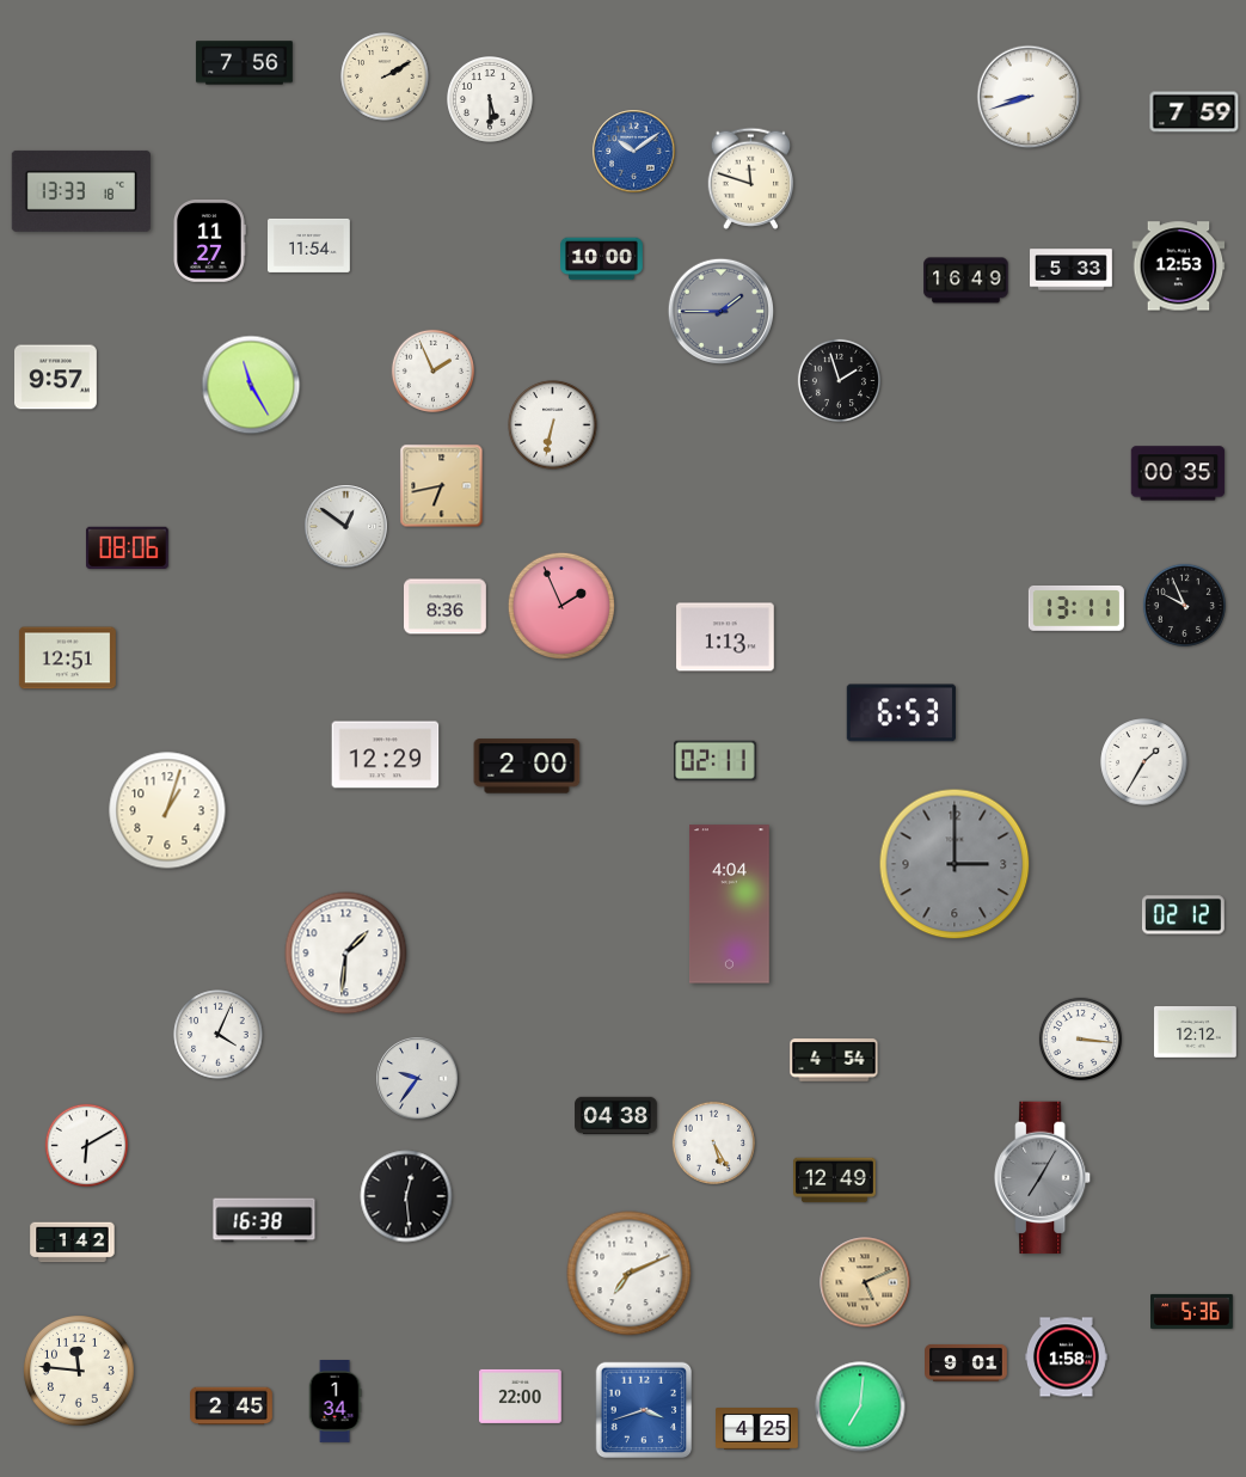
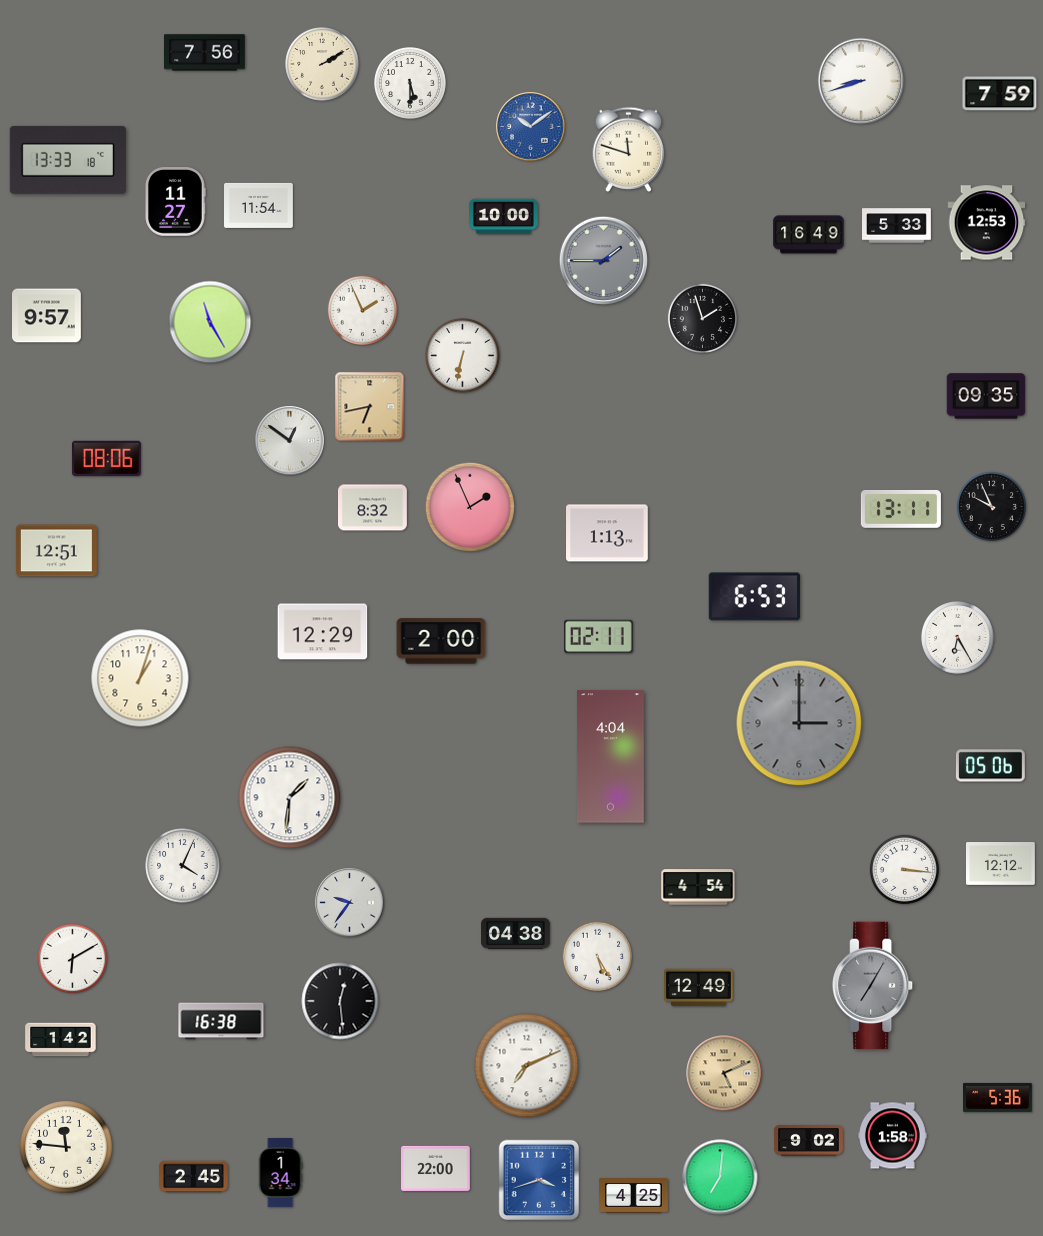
clock at (1178, 473): 00:35 -> 09:35
clock at (446, 607): 8:36 -> 8:32
clock at (1144, 762): 1:35 -> 6:25
clock at (1183, 915): 02:12 -> 05:06
clock at (966, 1362): 9:01 -> 9:02
